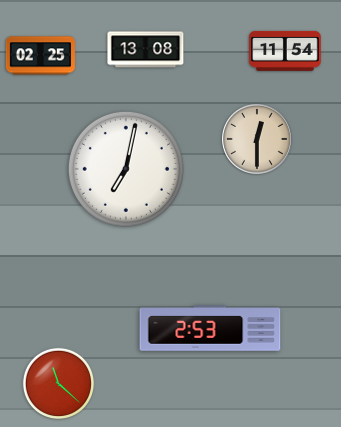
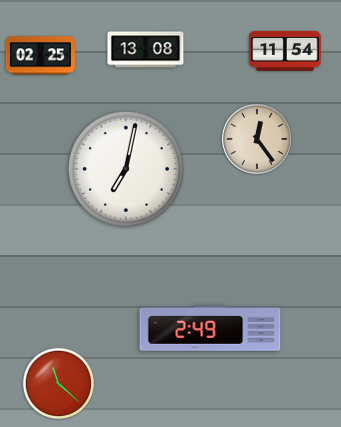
clock at (258, 140): 12:30 -> 12:24
clock at (210, 328): 2:53 -> 2:49
